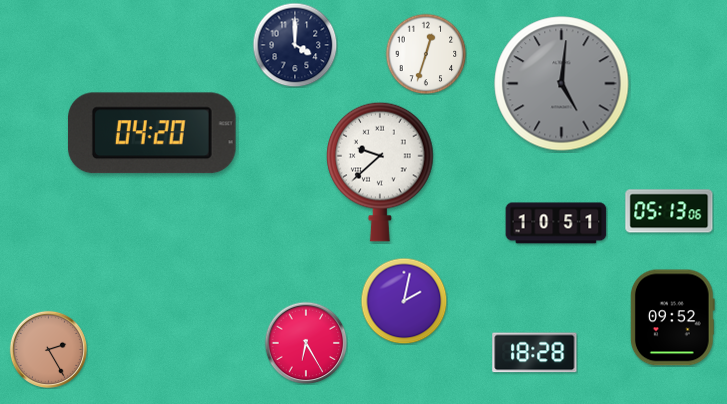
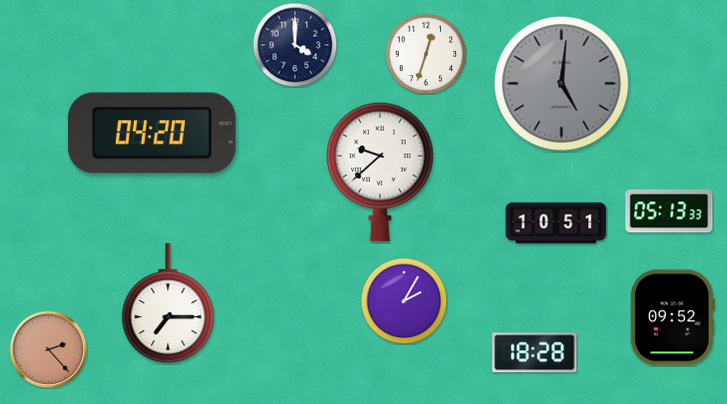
clock at (669, 211): 05:13:06 -> 05:13:33
clock at (404, 301): 2:02 -> 2:05
clock at (168, 304): none -> 7:15
clock at (306, 343): 6:25 -> none
clock at (48, 349): 2:25 -> 2:23
